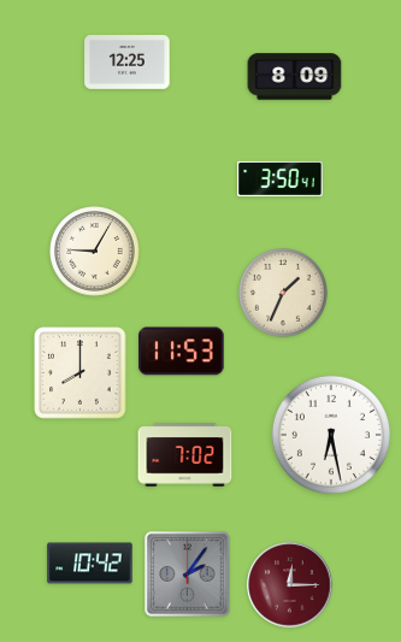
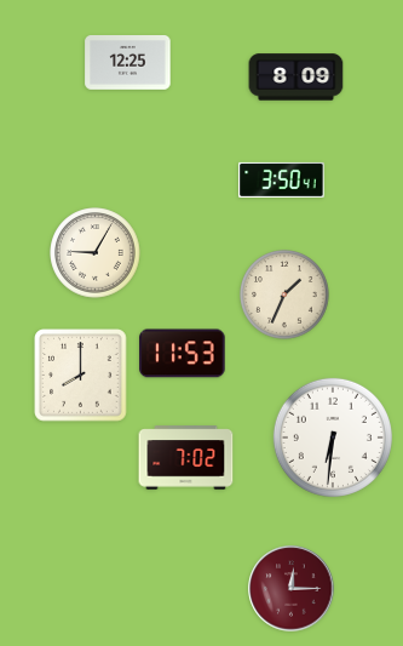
clock at (331, 435): 6:28 -> 6:31
clock at (90, 564): 10:42 -> none
clock at (188, 575): 2:06 -> none
